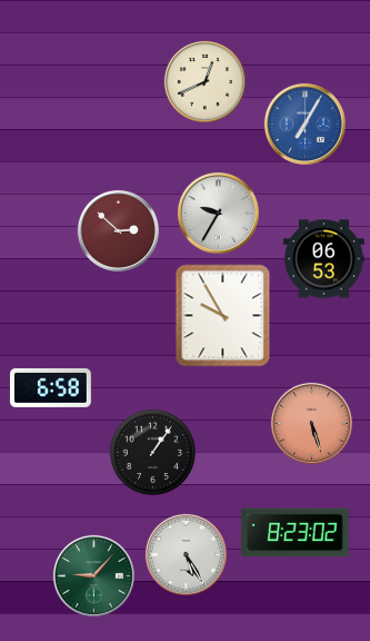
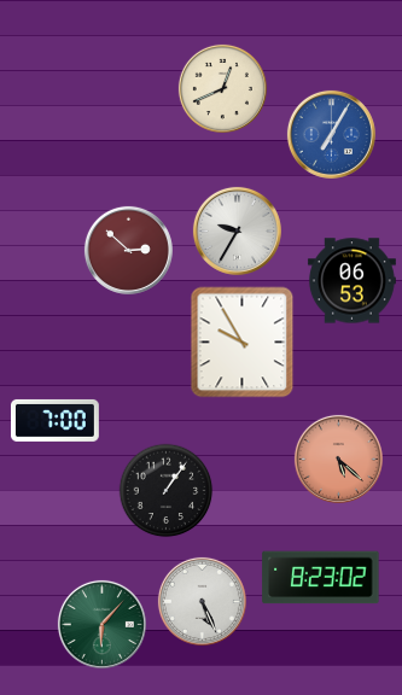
clock at (50, 387): 6:58 -> 7:00
clock at (311, 423): 5:27 -> 5:22
clock at (186, 554): 5:25 -> 5:26
clock at (93, 575): 9:07 -> 6:07
